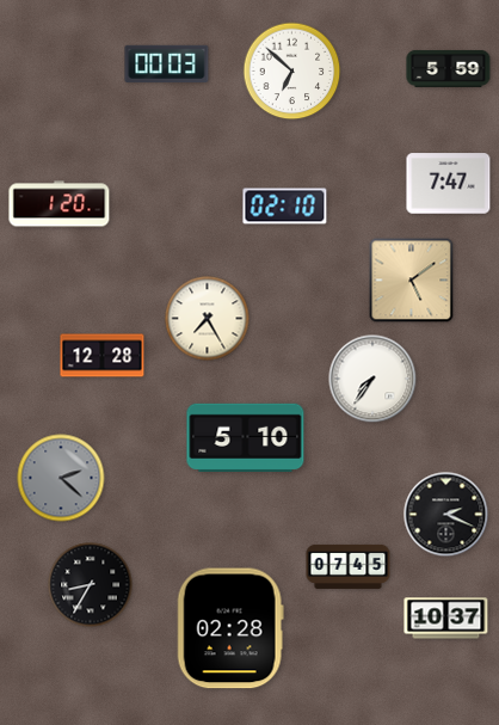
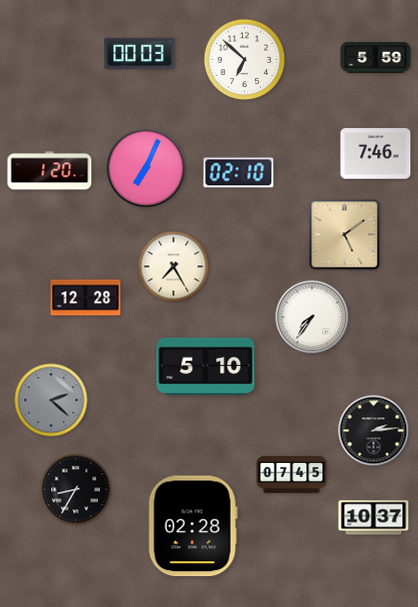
clock at (449, 184): 7:47 -> 7:46
clock at (146, 168): none -> 7:04
clock at (446, 515): 2:19 -> 2:14
